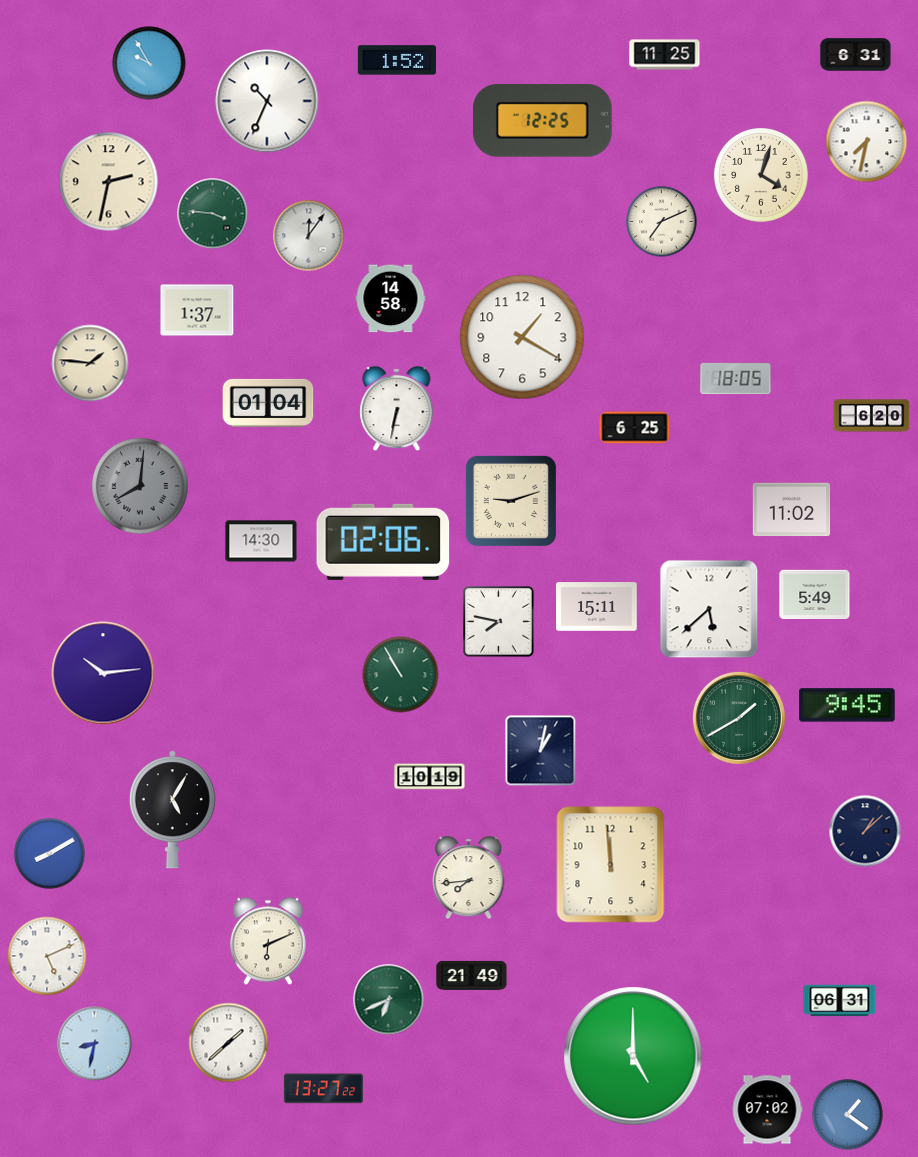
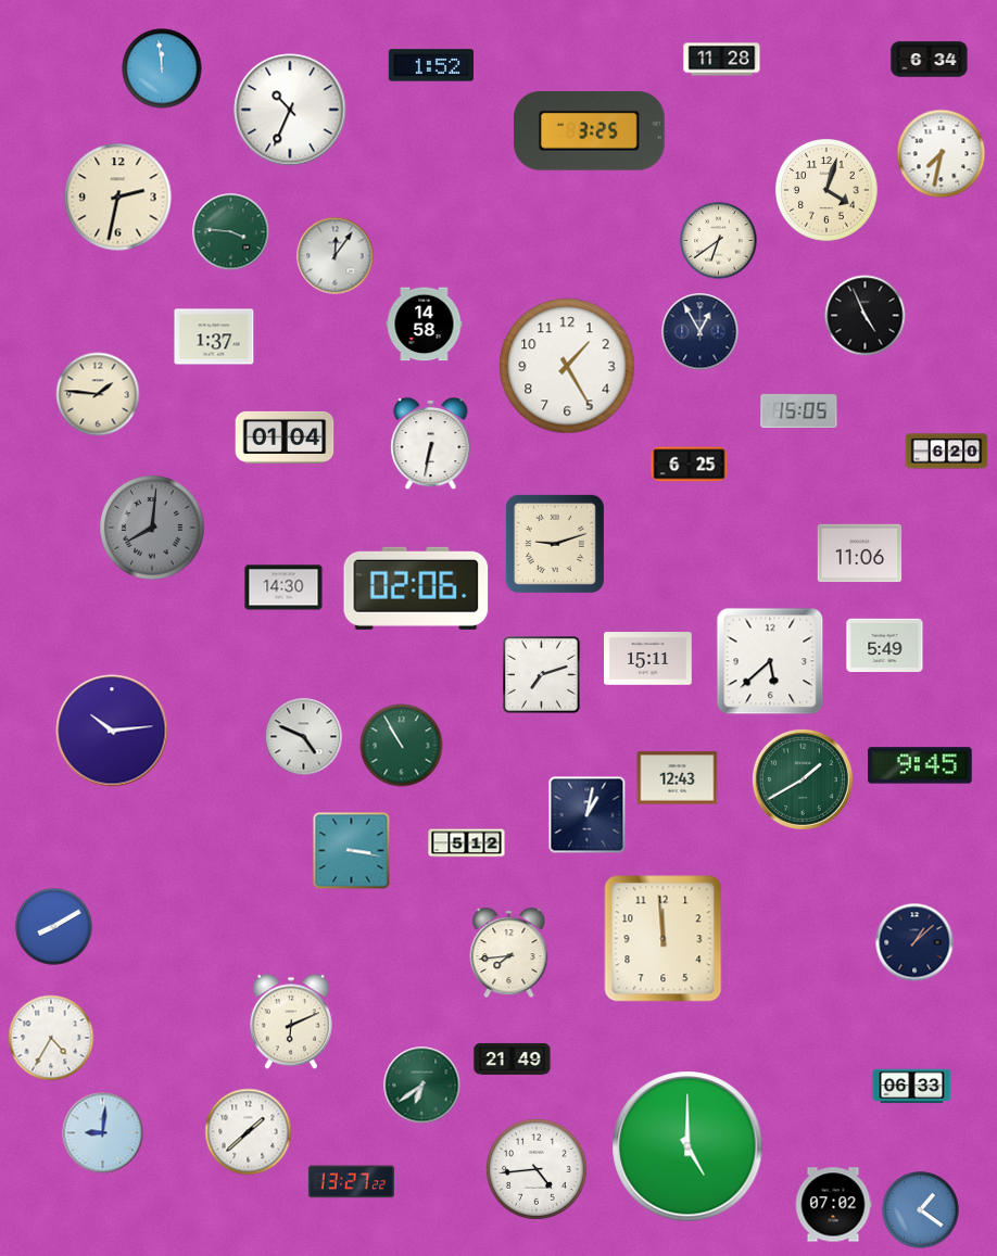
clock at (665, 55): 11:25 -> 11:28
clock at (856, 55): 6:31 -> 6:34
clock at (149, 63): 9:55 -> 11:59
clock at (543, 121): 12:25 -> 3:25
clock at (662, 222): 7:11 -> 6:39
clock at (866, 316): none -> 4:56
clock at (701, 332): none -> 12:55
clock at (522, 337): 1:20 -> 1:25
clock at (736, 378): 18:05 -> 15:05
clock at (268, 403) position: (268, 403) -> (285, 437)
clock at (792, 510): 11:02 -> 11:06
clock at (499, 622): 7:47 -> 7:12
clock at (401, 675) position: (401, 675) -> (402, 746)
clock at (304, 737): none -> 4:49
clock at (678, 778): none -> 12:43
clock at (430, 777): 10:19 -> 5:12
clock at (352, 851): none -> 3:17
clock at (172, 810): 5:05 -> none
clock at (865, 831) position: (865, 831) -> (914, 942)
clock at (47, 956): 5:11 -> 4:35
clock at (389, 1000): 6:41 -> 6:39
clock at (840, 1001): 06:31 -> 06:33
clock at (95, 1044): 8:32 -> 9:01
clock at (537, 1169): none -> 4:44
